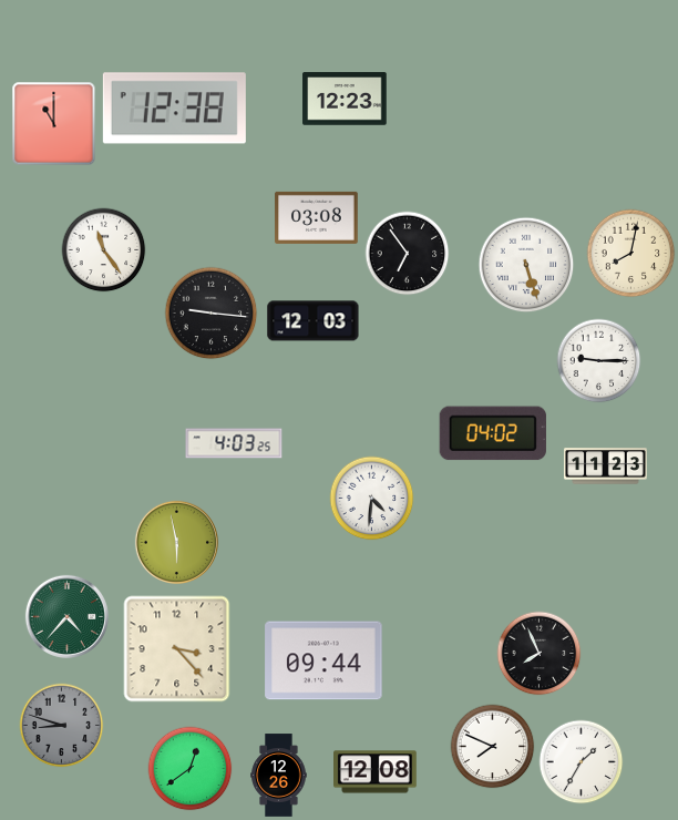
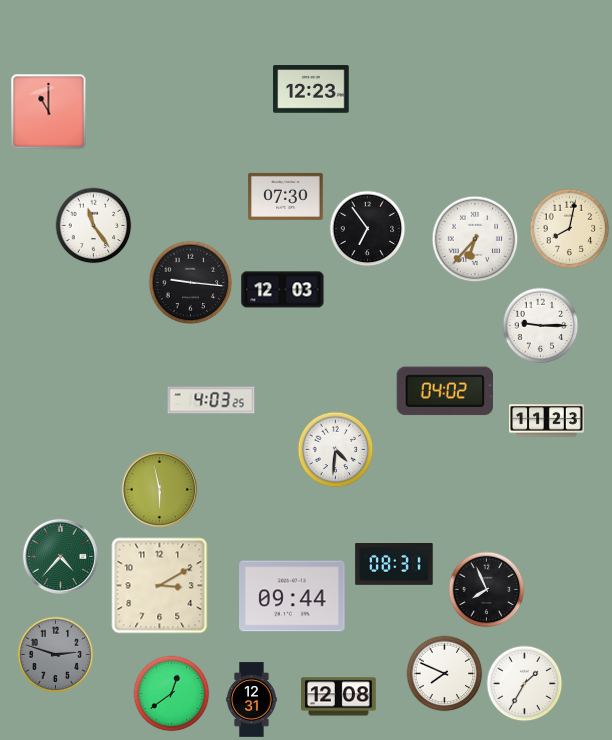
clock at (174, 109): 12:38 -> none
clock at (317, 217): 03:08 -> 07:30
clock at (526, 265): 5:27 -> 6:37
clock at (394, 565): none -> 08:31
clock at (177, 649): 3:23 -> 3:10
clock at (62, 726): 8:48 -> 2:48
clock at (582, 762) position: (582, 762) -> (525, 684)
clock at (279, 776): 12:26 -> 12:31
